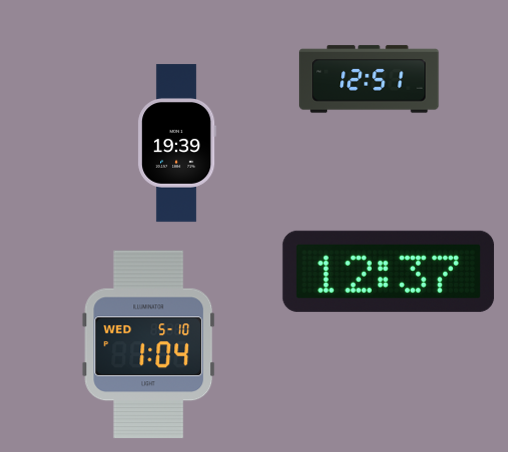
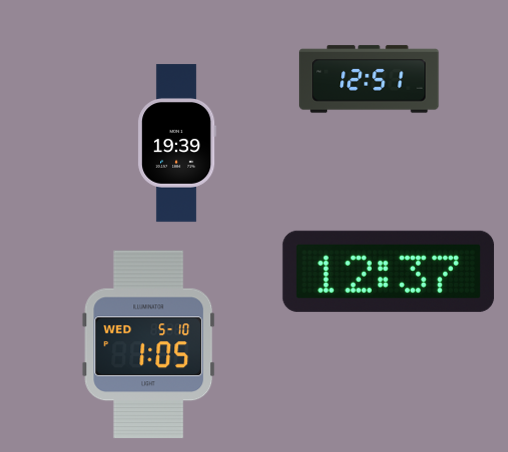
clock at (149, 345): 1:04 -> 1:05
